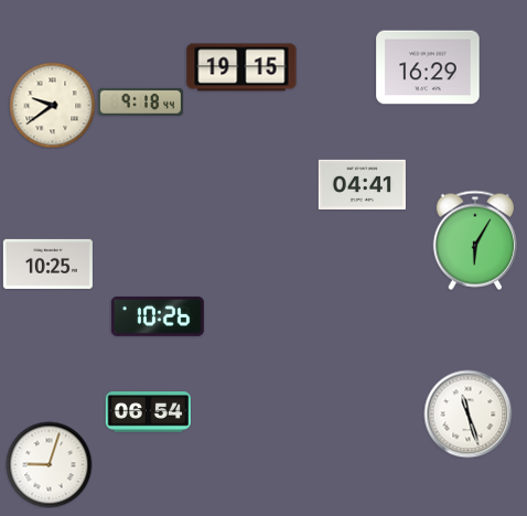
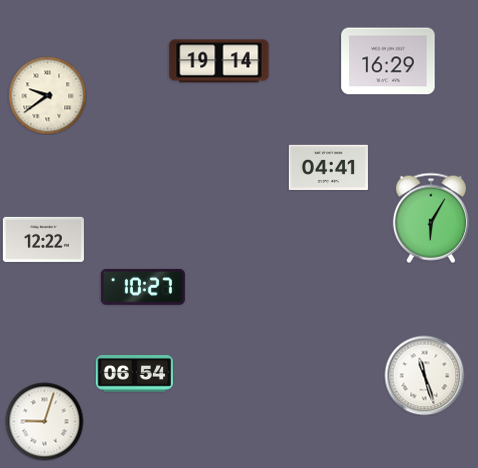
clock at (241, 67): 19:15 -> 19:14
clock at (140, 101): 9:18 -> none
clock at (47, 264): 10:25 -> 12:22
clock at (158, 316): 10:26 -> 10:27
